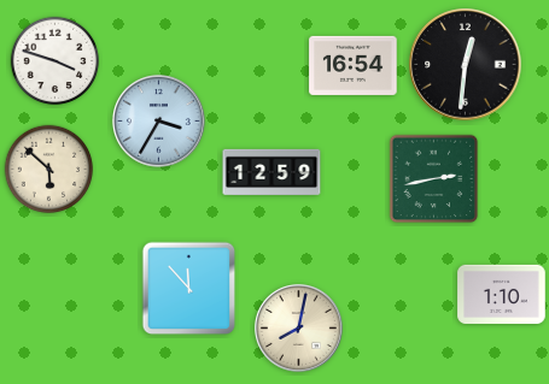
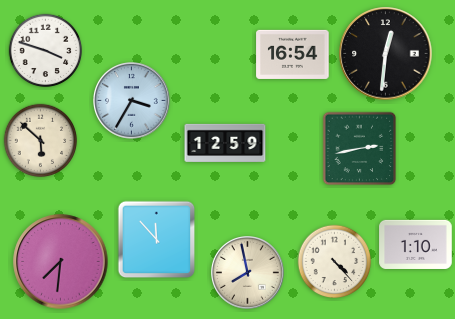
clock at (61, 262): none -> 7:31
clock at (335, 262): none -> 4:23
clock at (299, 329): 8:02 -> 7:58
